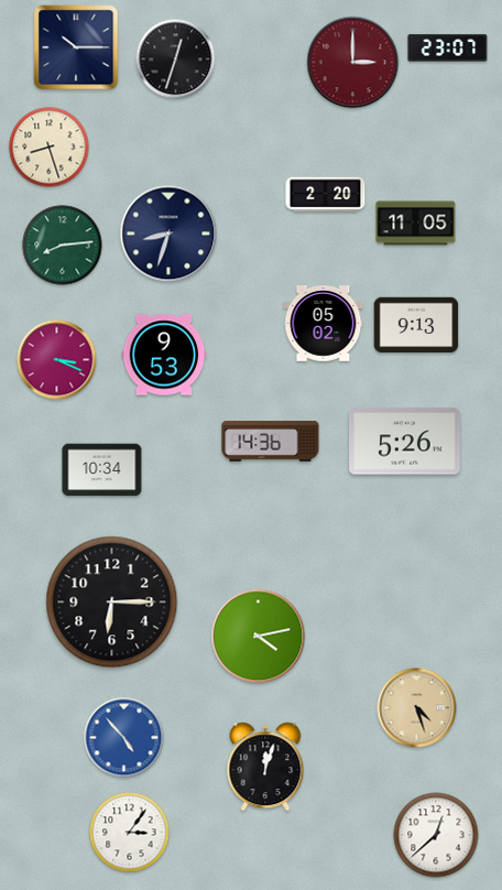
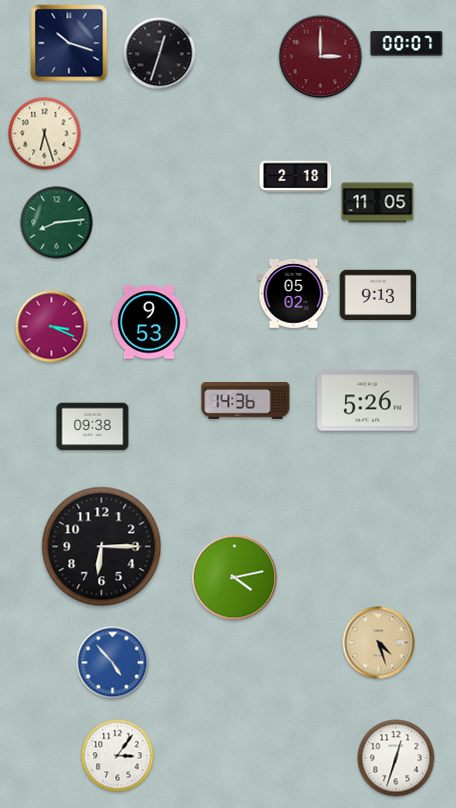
clock at (76, 47): 10:15 -> 10:18
clock at (448, 48): 23:07 -> 00:07
clock at (50, 148): 8:27 -> 6:27
clock at (326, 195): 2:20 -> 2:18
clock at (168, 234): 8:33 -> none
clock at (102, 470): 10:34 -> 09:38
clock at (124, 738) position: (124, 738) -> (113, 663)
clock at (265, 767): 12:03 -> none
clock at (436, 835): 12:38 -> 12:33
